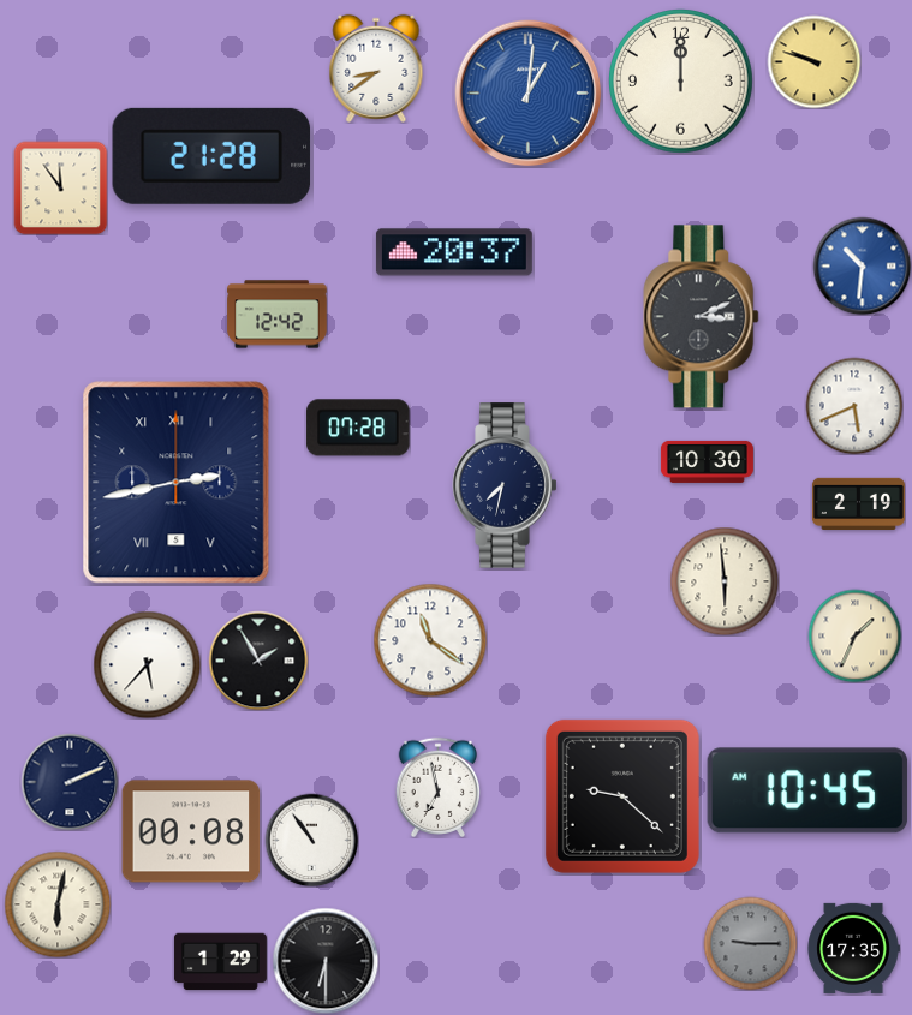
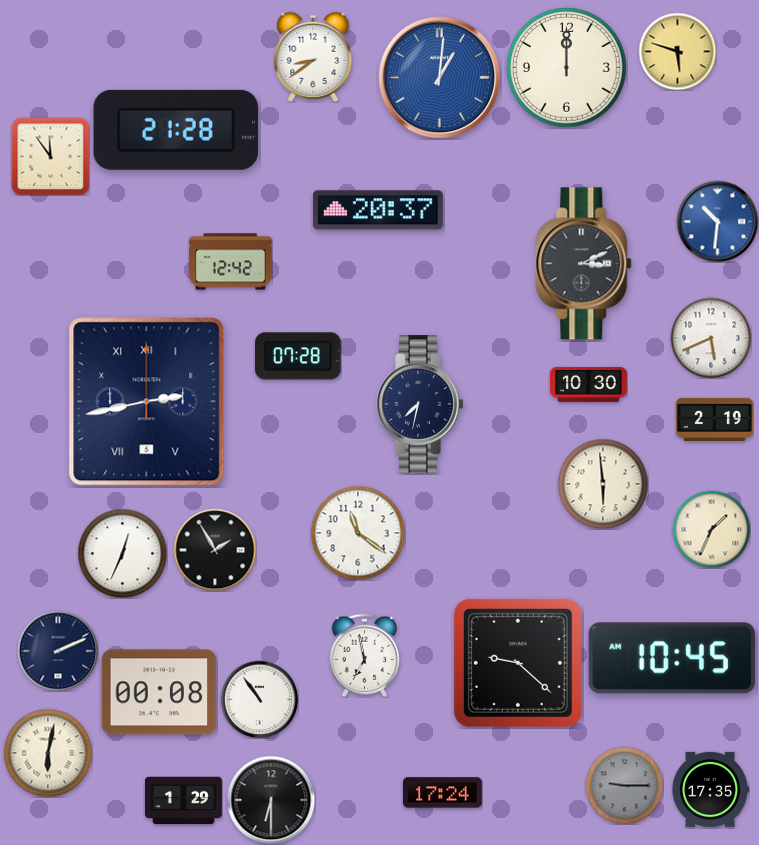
clock at (813, 61): 9:48 -> 5:48
clock at (147, 664): 5:37 -> 12:34
clock at (442, 793): none -> 17:24
